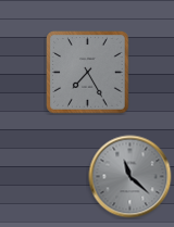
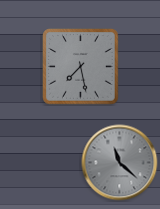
clock at (88, 73): 7:25 -> 7:28
